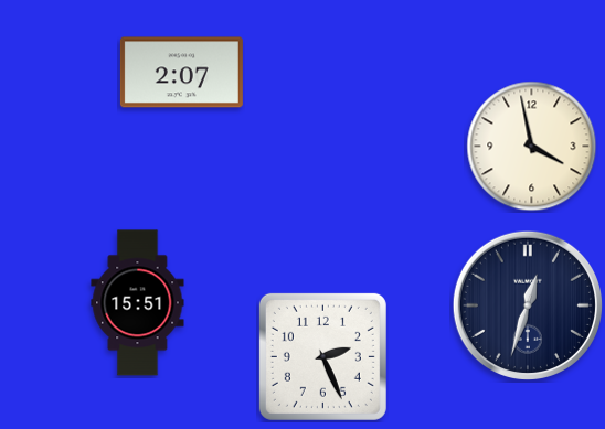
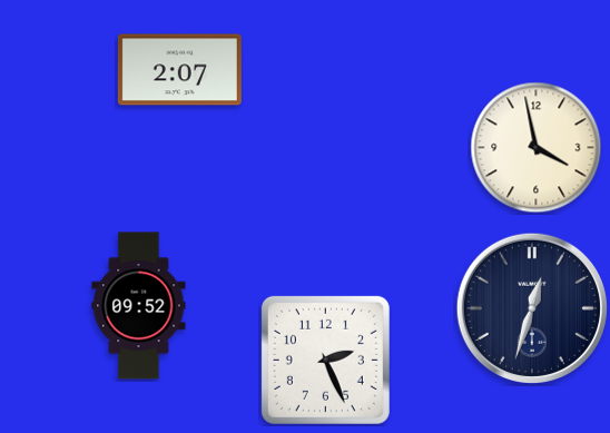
clock at (181, 73) position: (181, 73) -> (179, 70)
clock at (138, 303): 15:51 -> 09:52
